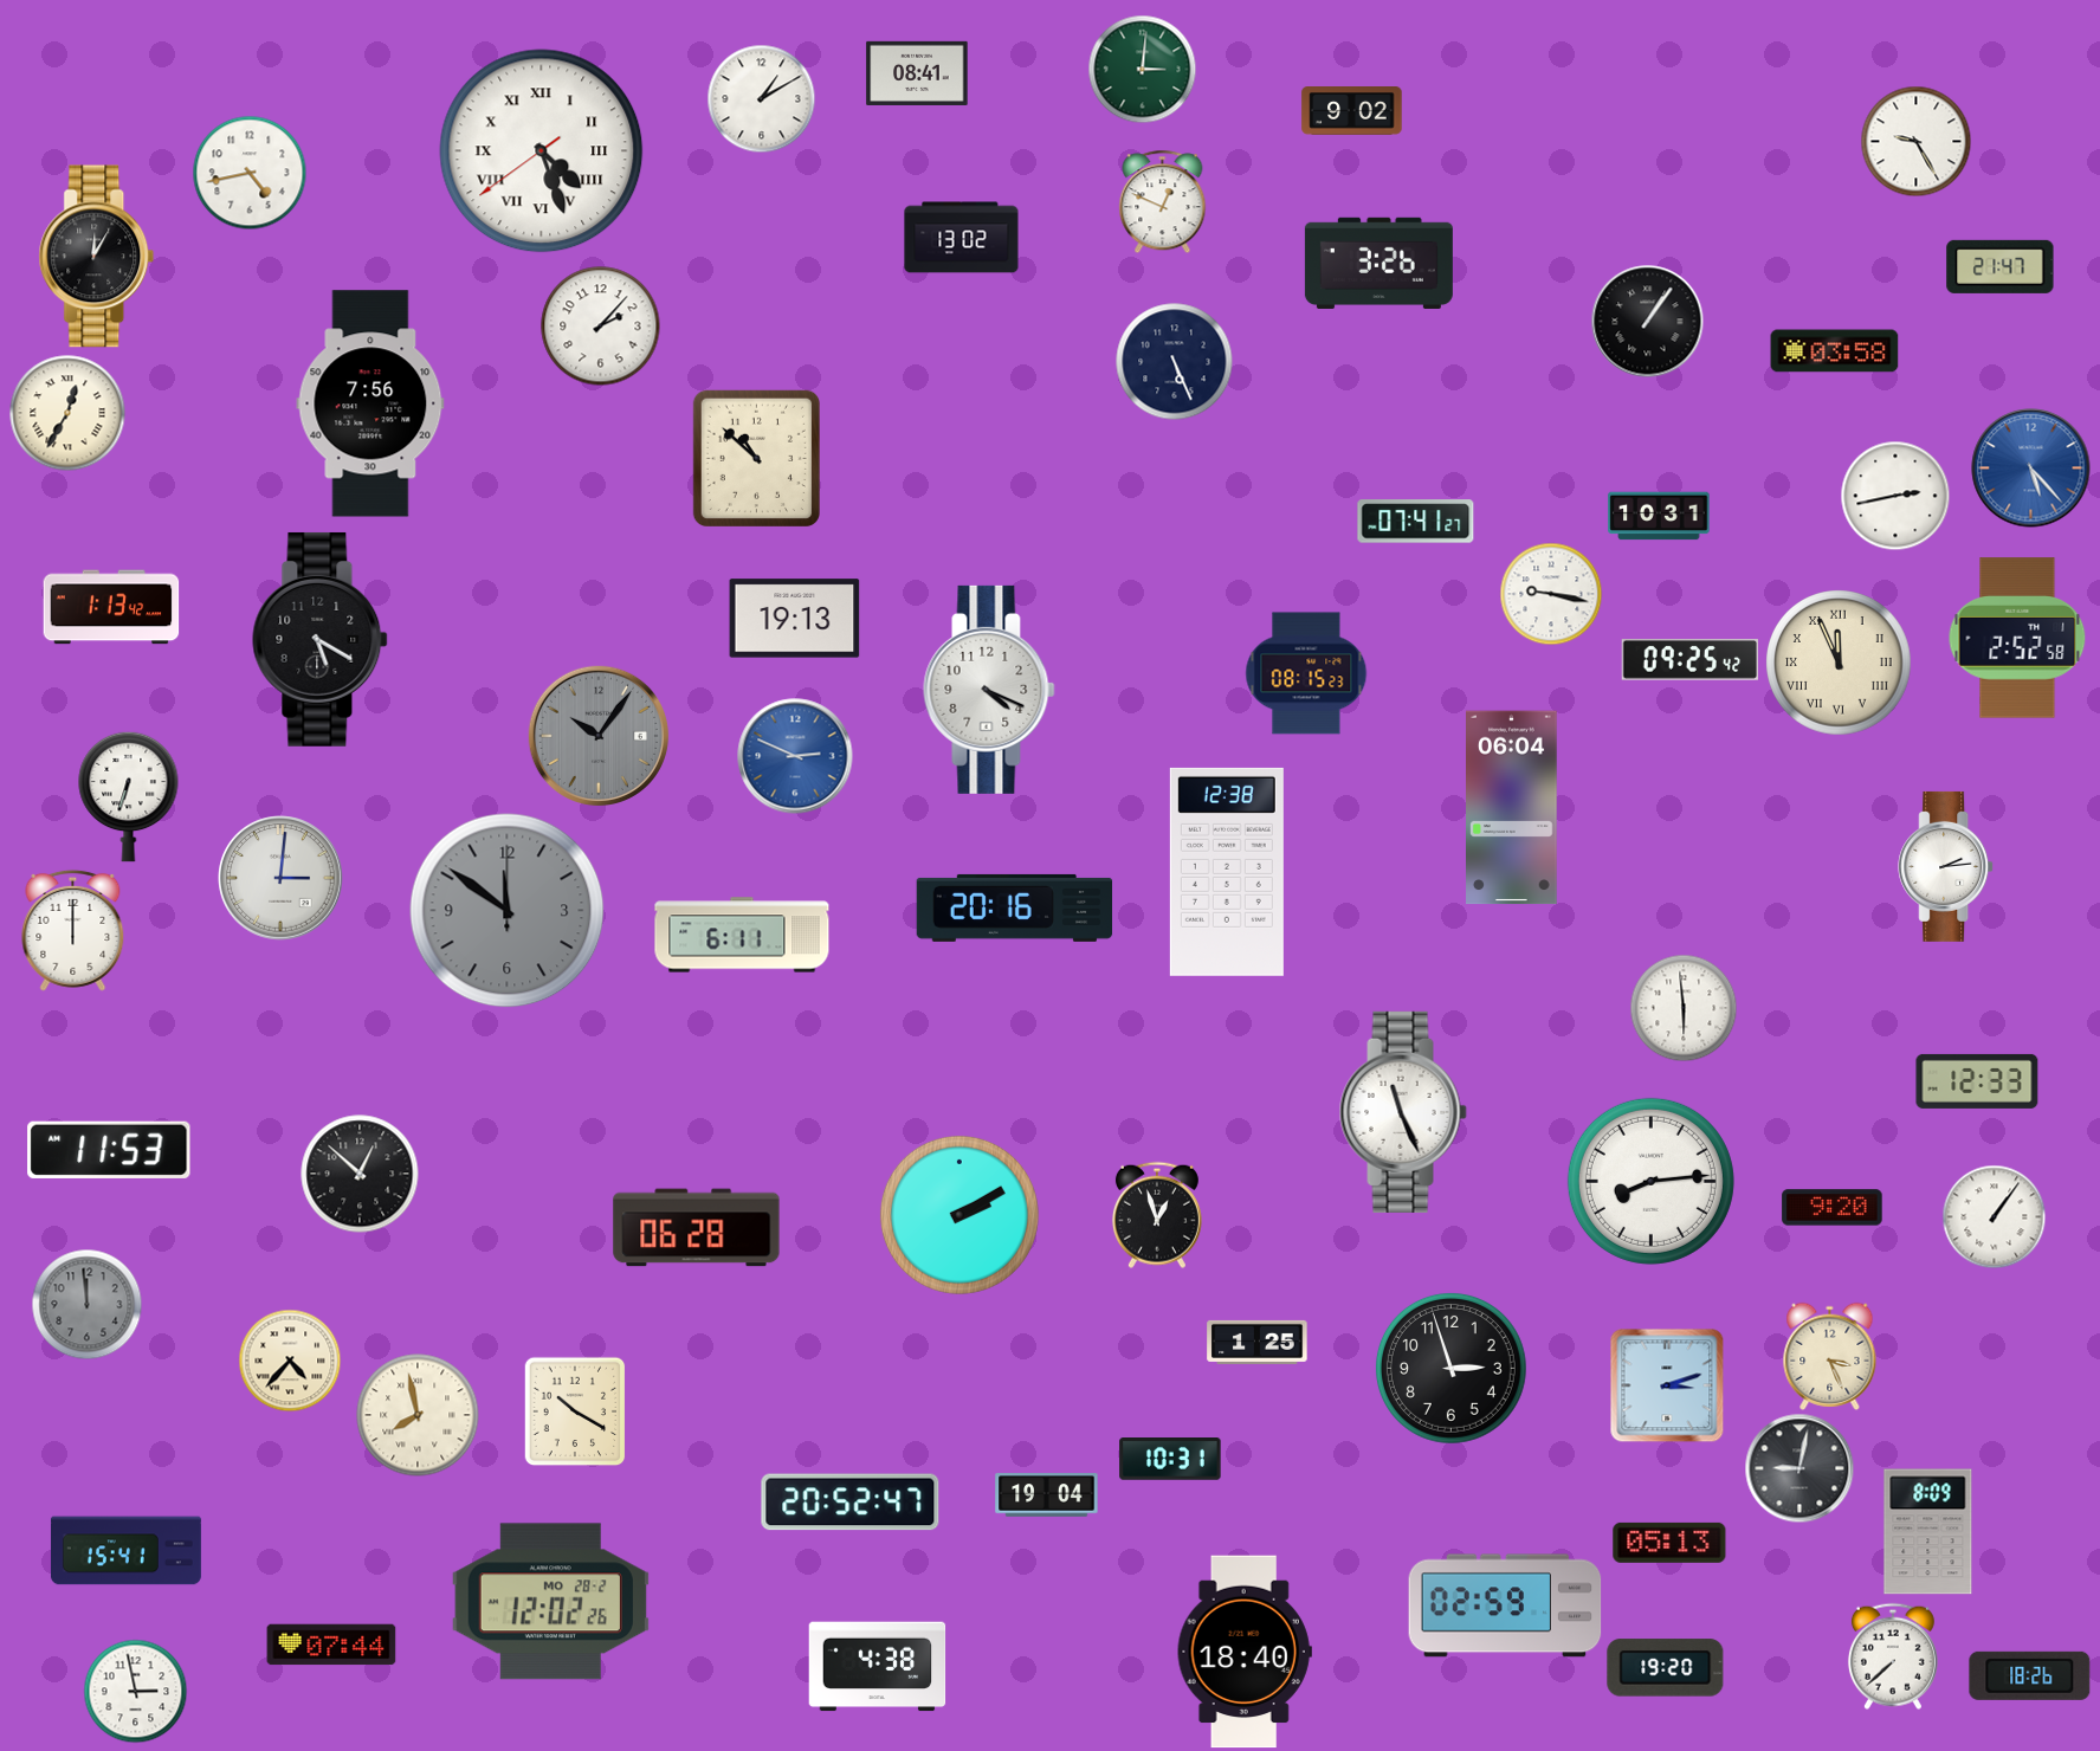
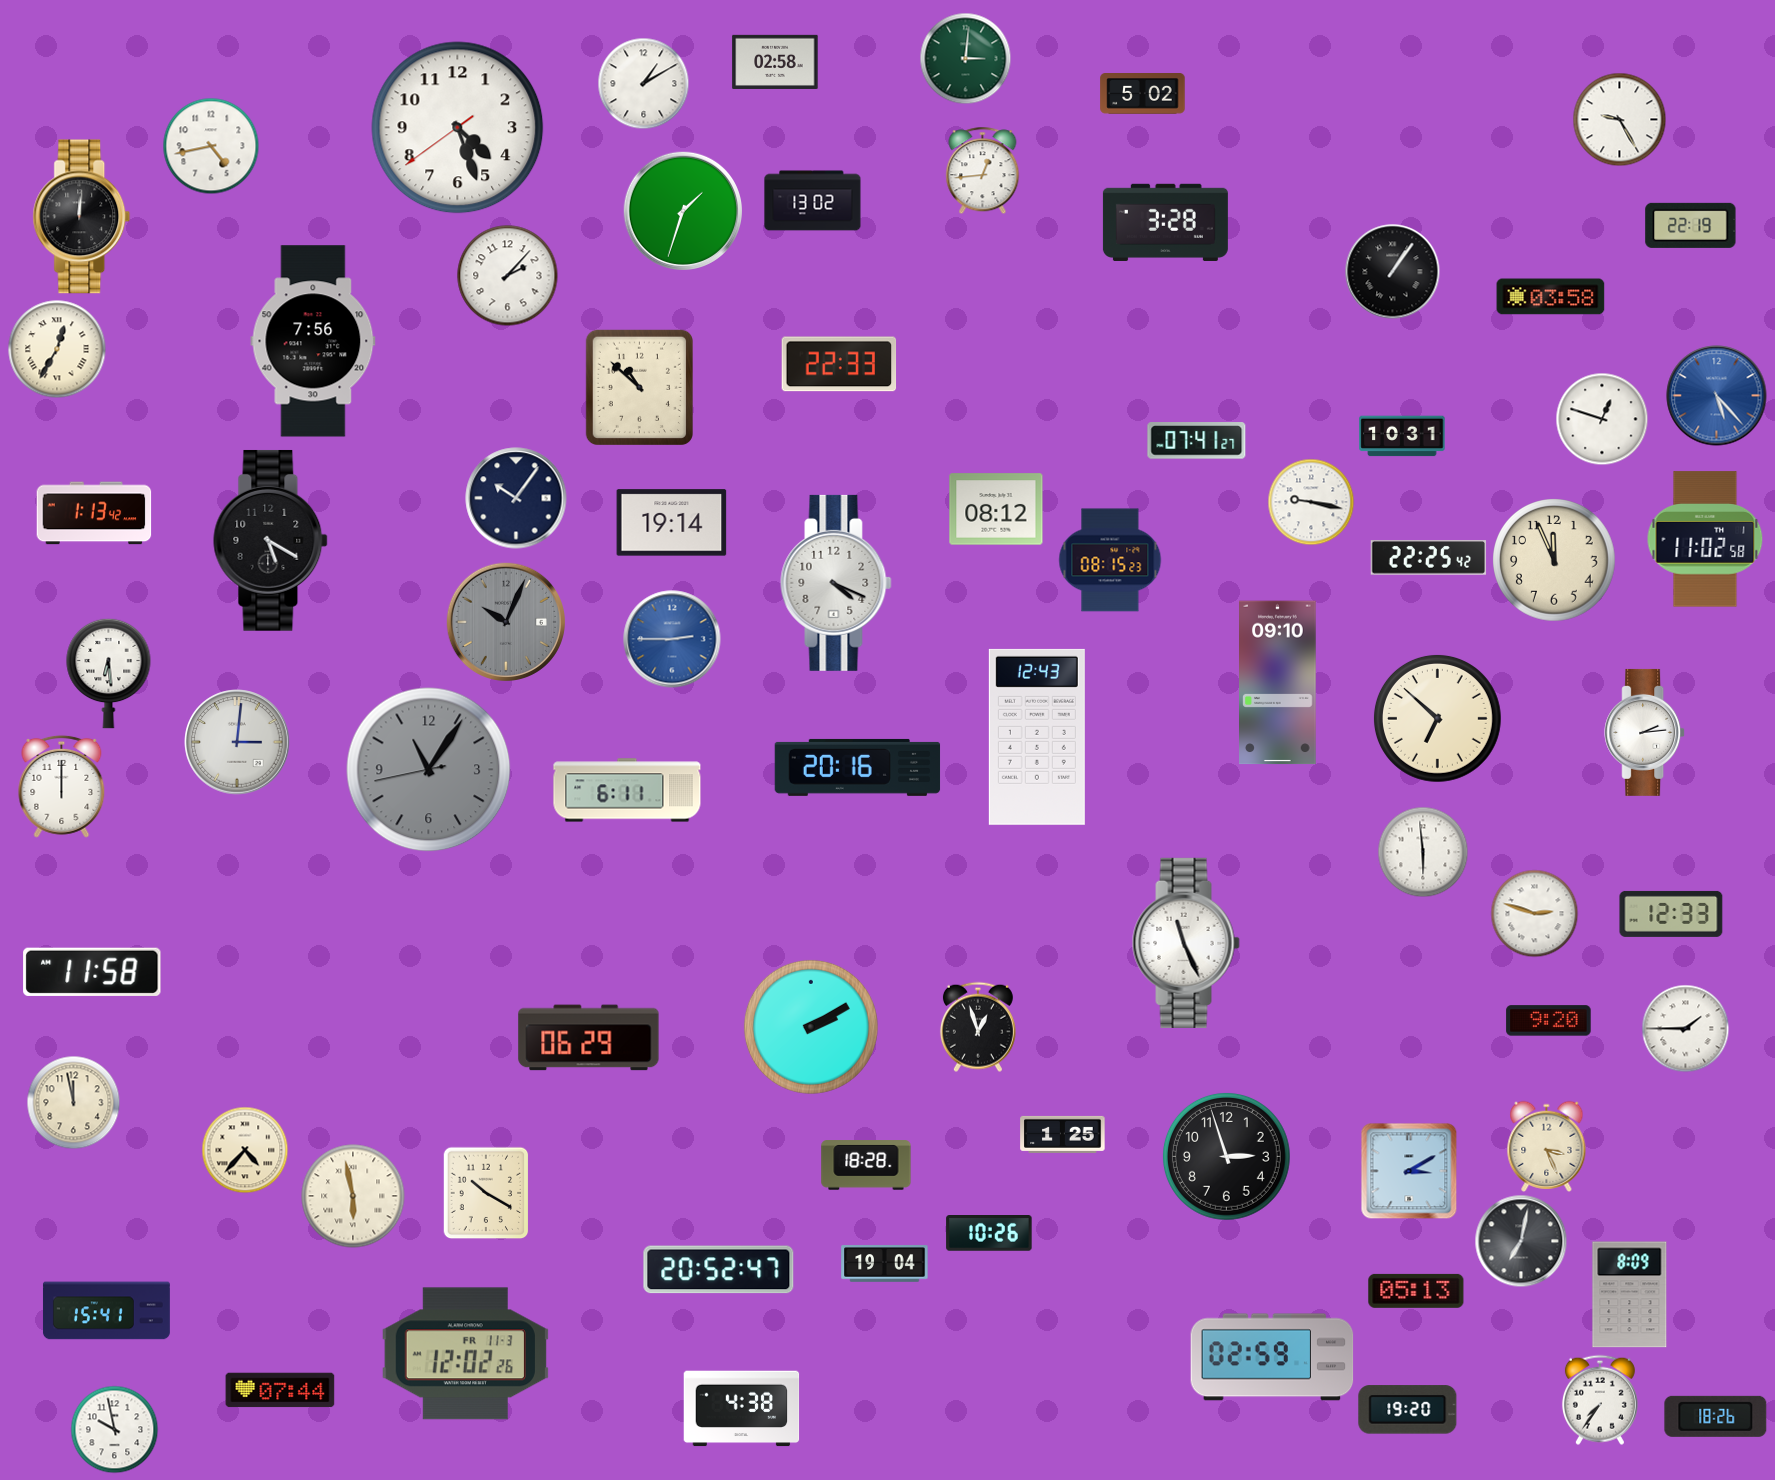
clock at (917, 73): 08:41 -> 02:58
clock at (1352, 111): 9:02 -> 5:02
clock at (542, 151) numerals: Roman -> Arabic
clock at (1163, 201): 12:49 -> 12:44
clock at (682, 210): none -> 1:33
clock at (97, 257): 12:05 -> 12:01
clock at (1378, 263): 3:26 -> 3:28
clock at (2001, 266): 21:47 -> 22:19
clock at (1175, 362): 5:26 -> none
clock at (839, 364): none -> 22:33
clock at (1895, 496): 2:43 -> 12:48
clock at (516, 498): none -> 10:06
clock at (996, 509): none -> 08:12
clock at (795, 619): 19:13 -> 19:14
clock at (2017, 638): 2:52 -> 11:02
clock at (1691, 660): 09:25 -> 22:25
clock at (1839, 663) numerals: Roman -> Arabic
clock at (1306, 673) position: (1306, 673) -> (1110, 560)
clock at (597, 735): 10:06 -> 10:04
clock at (795, 756): 2:49 -> 2:45
clock at (129, 796): 6:33 -> 6:29
clock at (1512, 808): 06:04 -> 09:10
clock at (1437, 718): none -> 6:52
clock at (1227, 872): 12:38 -> 12:43
clock at (508, 911): 11:51 -> 11:05
clock at (1534, 913): none -> 2:48
clock at (1403, 1112) position: (1403, 1112) -> (1186, 943)
clock at (109, 1150): 11:53 -> 11:58
clock at (360, 1174): 12:52 -> none
clock at (1650, 1181): 8:14 -> none
clock at (1994, 1216): 1:06 -> 1:45
clock at (697, 1228): 06:28 -> 06:29
clock at (86, 1304): 11:59 -> 11:58
clock at (86, 1304) dial: grey -> cream
clock at (866, 1165): none -> 18:28
clock at (1667, 1385): 3:12 -> 3:10
clock at (418, 1415): 7:58 -> 5:58
clock at (1170, 1460): 10:31 -> 10:26
clock at (1799, 1468): 9:02 -> 7:02
clock at (1669, 1543) position: (1669, 1543) -> (1416, 1291)
clock at (550, 1602) date: MO 28-2 -> FR 11-3
clock at (1245, 1652): 18:40 -> none
clock at (1893, 1656): 7:38 -> 7:36
clock at (135, 1691): 2:58 -> 9:58
